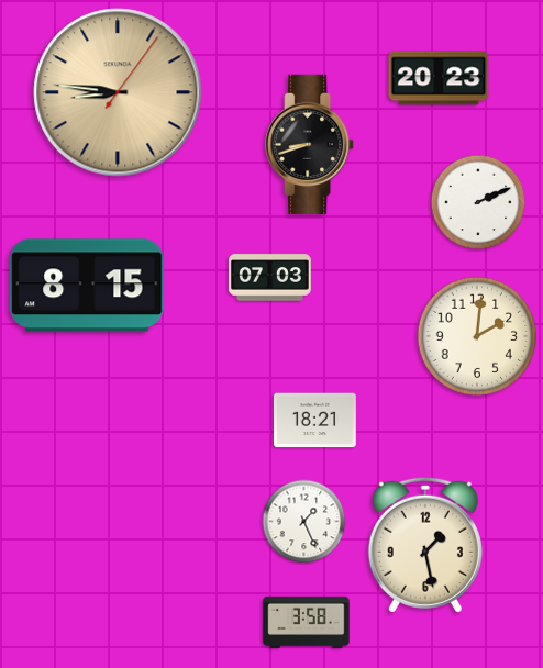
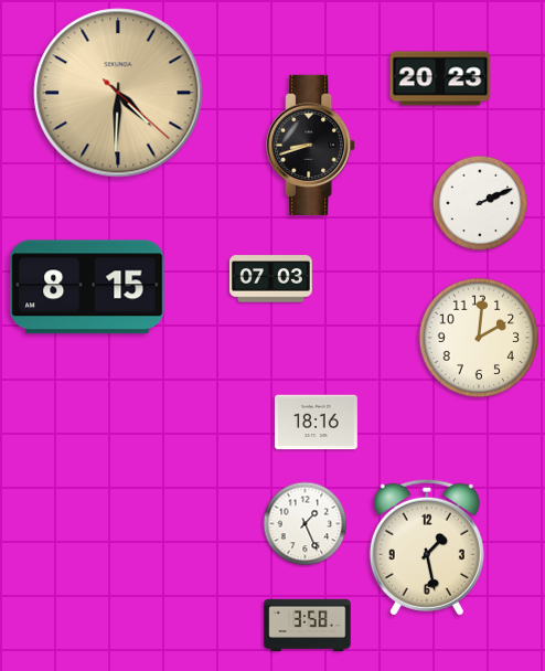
clock at (118, 92): 8:46 -> 4:30
clock at (314, 421): 18:21 -> 18:16
